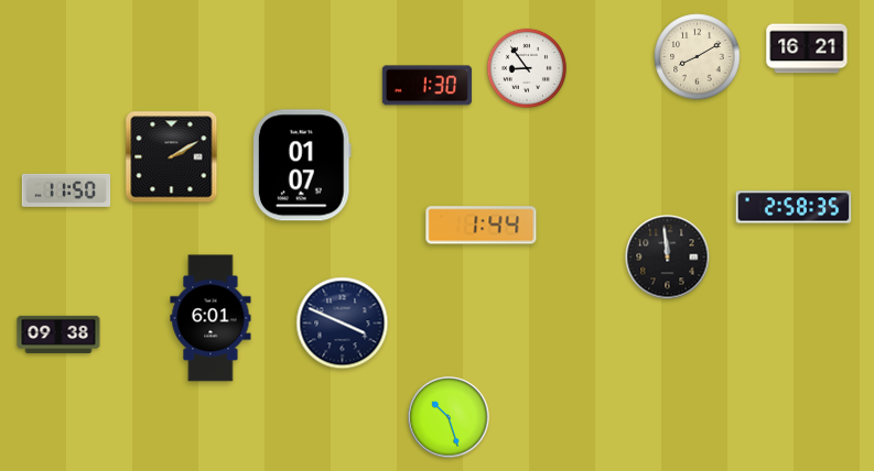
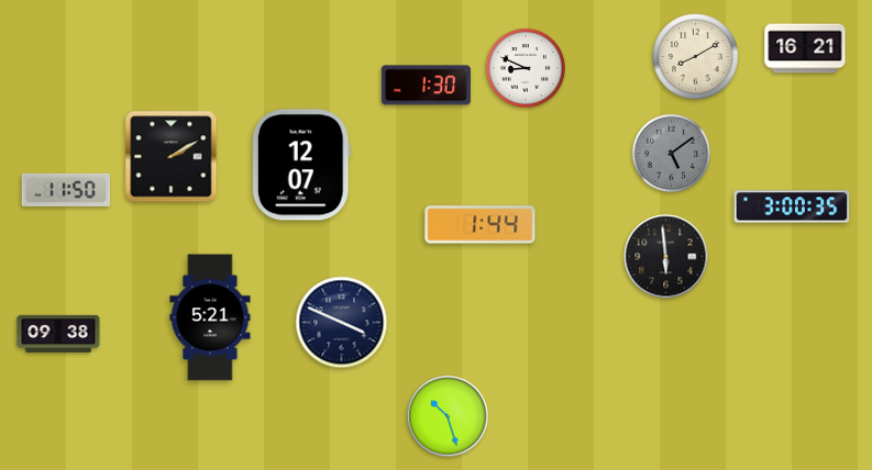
clock at (527, 68): 8:54 -> 8:49
clock at (671, 153): none -> 5:09
clock at (302, 165): 01:07 -> 12:07
clock at (794, 207): 2:58 -> 3:00
clock at (668, 258): 11:59 -> 5:59
clock at (211, 318): 6:01 -> 5:21
